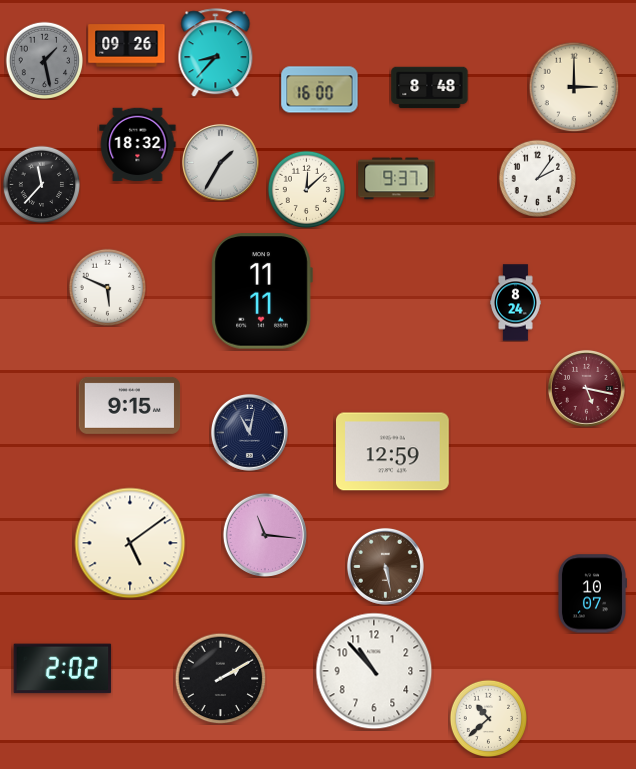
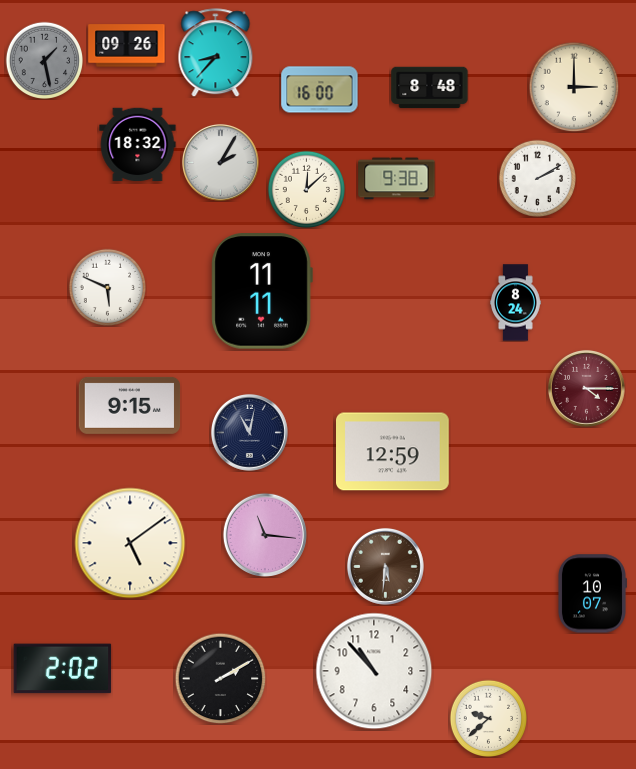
clock at (220, 162): 1:35 -> 2:05
clock at (537, 178): 2:06 -> 2:10
clock at (397, 179): 9:37 -> 9:38
clock at (41, 184): 11:37 -> none
clock at (586, 388): 5:17 -> 4:15
clock at (385, 566): 5:28 -> 5:31
clock at (488, 718): 10:38 -> 9:38
